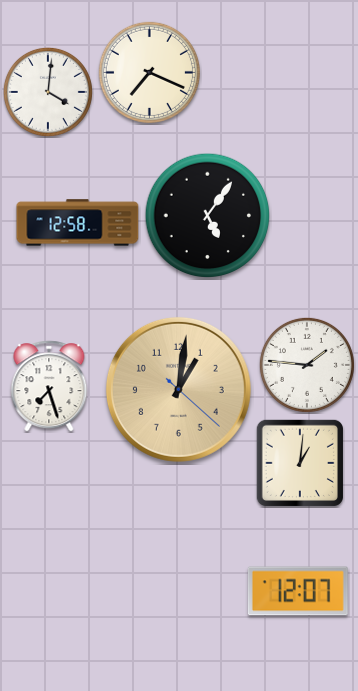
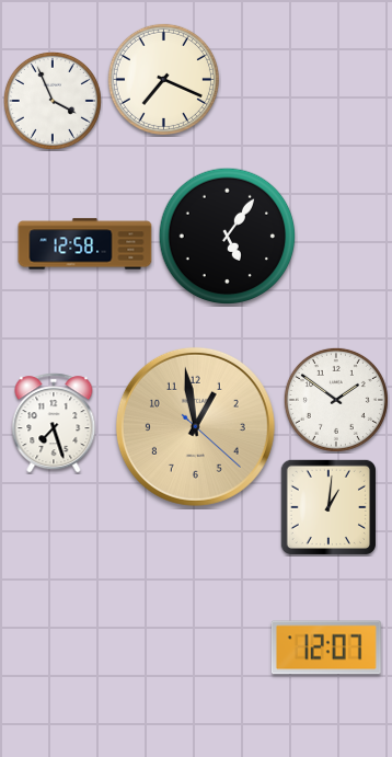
clock at (48, 92): 4:01 -> 3:56
clock at (307, 365): 1:46 -> 1:51
clock at (178, 389): 1:01 -> 12:58
